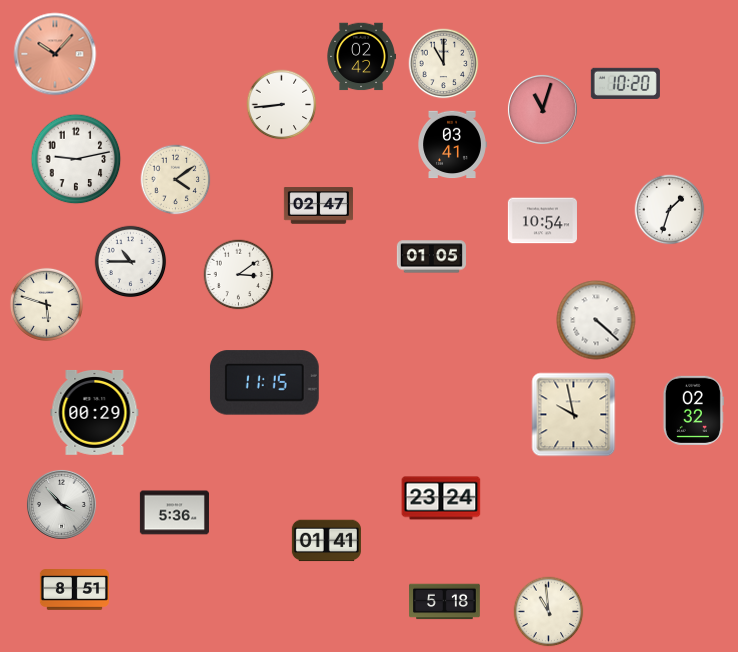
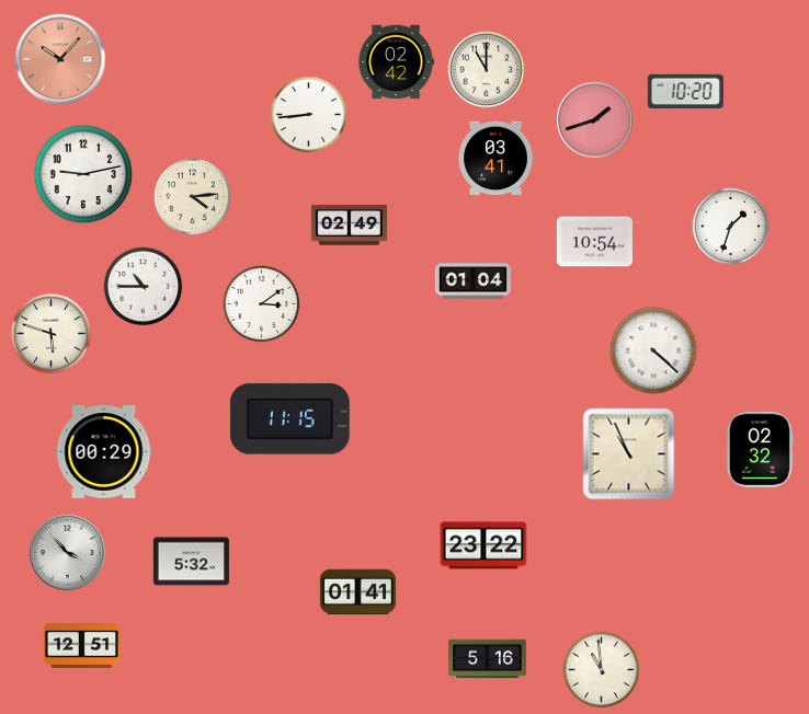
clock at (542, 109): 11:03 -> 1:42
clock at (176, 180): 4:09 -> 4:14
clock at (318, 206): 02:47 -> 02:49
clock at (670, 210) position: (670, 210) -> (731, 227)
clock at (431, 257): 01:05 -> 01:04
clock at (239, 275) position: (239, 275) -> (262, 304)
clock at (574, 415): 9:58 -> 10:56
clock at (441, 498): 23:24 -> 23:22
clock at (174, 513): 5:36 -> 5:32
clock at (74, 590): 8:51 -> 12:51
clock at (445, 602): 5:18 -> 5:16
